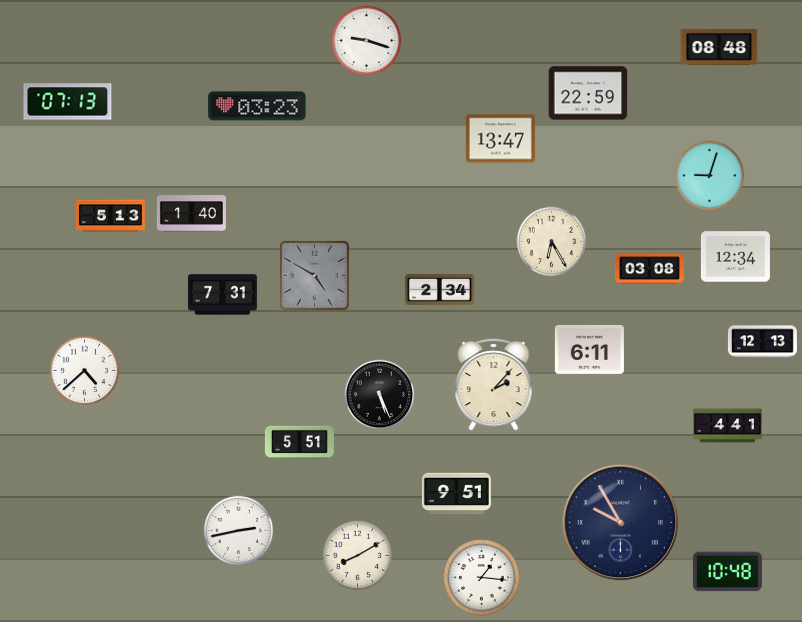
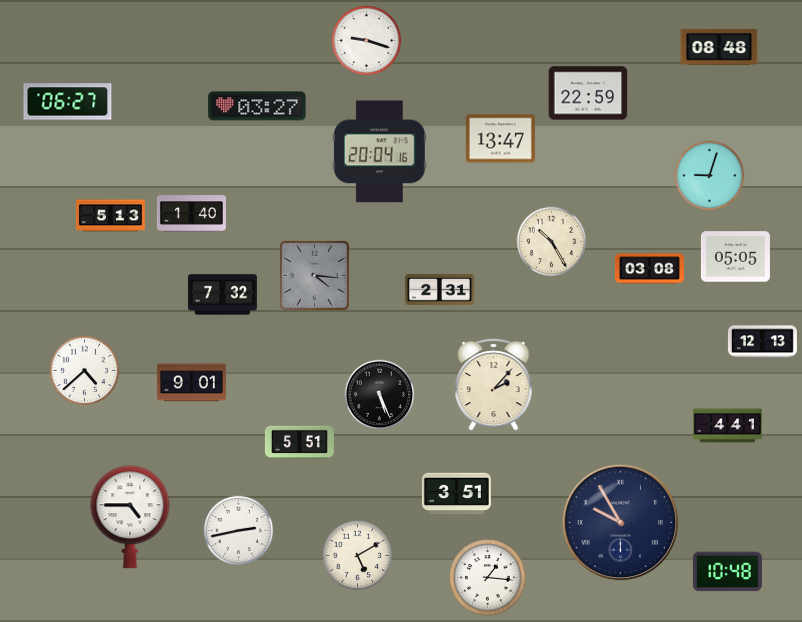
clock at (68, 102): 07:13 -> 06:27
clock at (257, 106): 03:23 -> 03:27
clock at (379, 152): none -> 20:04
clock at (552, 242): 6:25 -> 10:25
clock at (735, 257): 12:34 -> 05:05
clock at (314, 275): 4:50 -> 4:16
clock at (439, 290): 2:34 -> 2:31
clock at (222, 295): 7:31 -> 7:32
clock at (589, 349): 6:11 -> none
clock at (191, 383): none -> 9:01
clock at (456, 494): 9:51 -> 3:51
clock at (130, 517): none -> 4:45
clock at (358, 556): 8:10 -> 5:10
clock at (482, 578) position: (482, 578) -> (488, 578)
